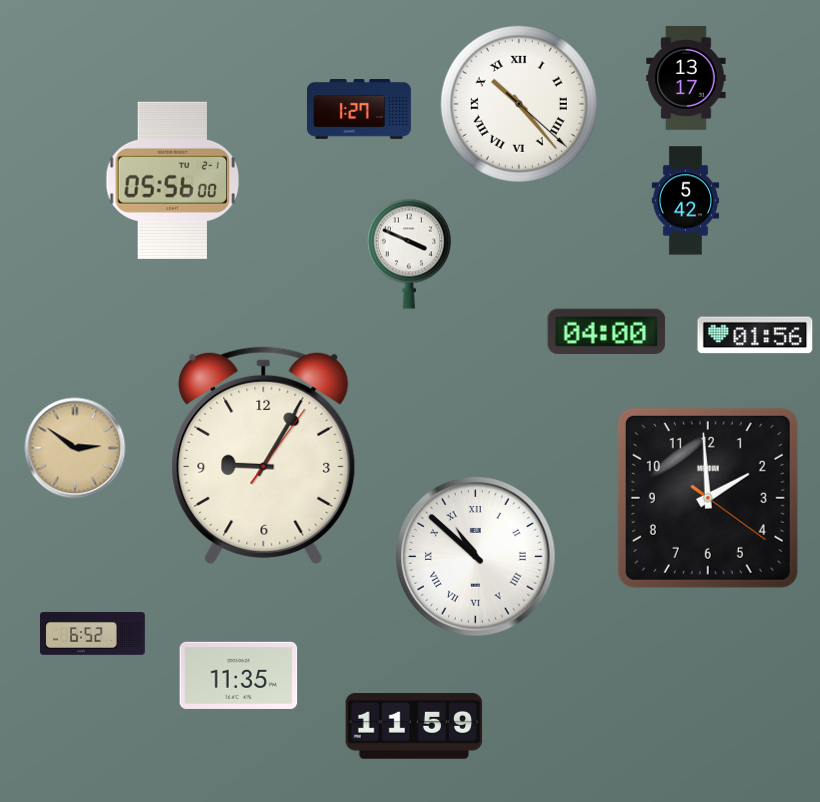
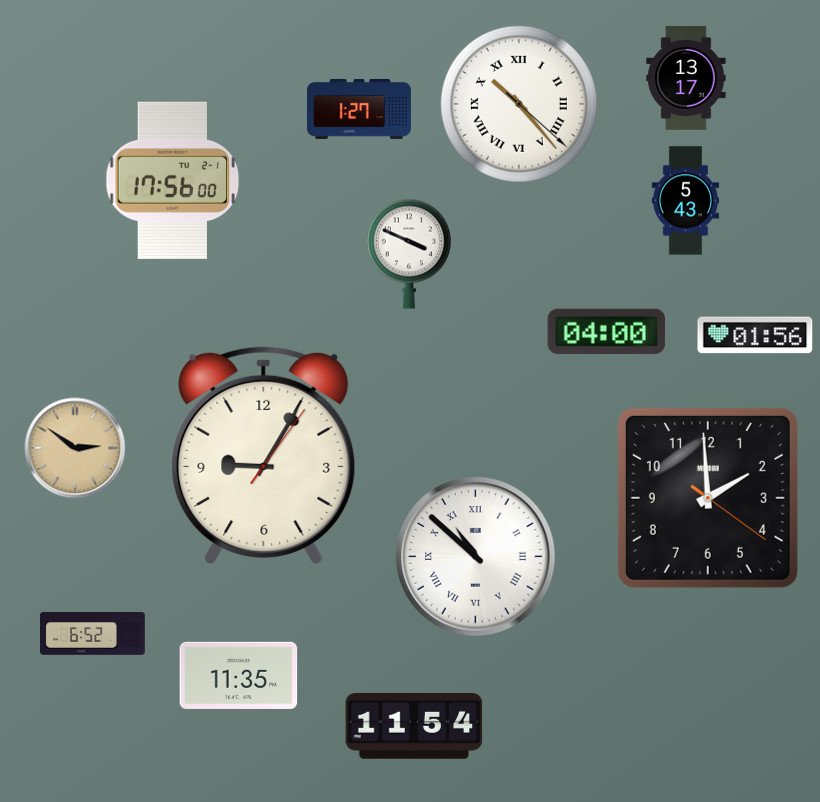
clock at (173, 180): 05:56 -> 17:56
clock at (686, 201): 5:42 -> 5:43
clock at (414, 726): 11:59 -> 11:54
